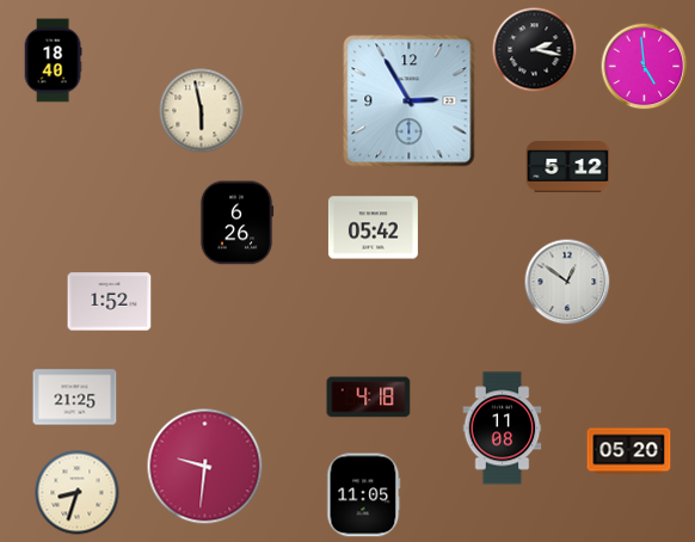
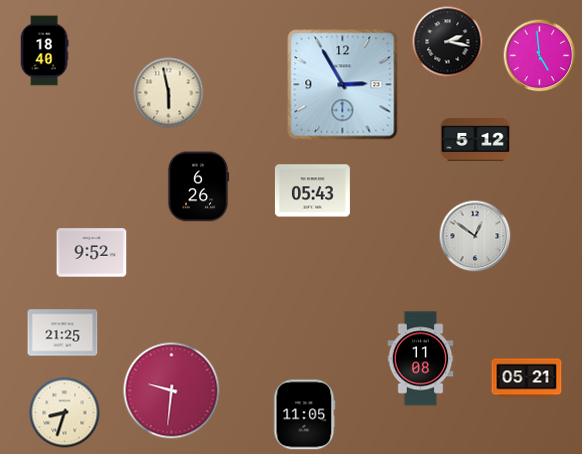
clock at (373, 228): 05:42 -> 05:43
clock at (110, 302): 1:52 -> 9:52
clock at (369, 398): 4:18 -> none
clock at (629, 451): 05:20 -> 05:21
